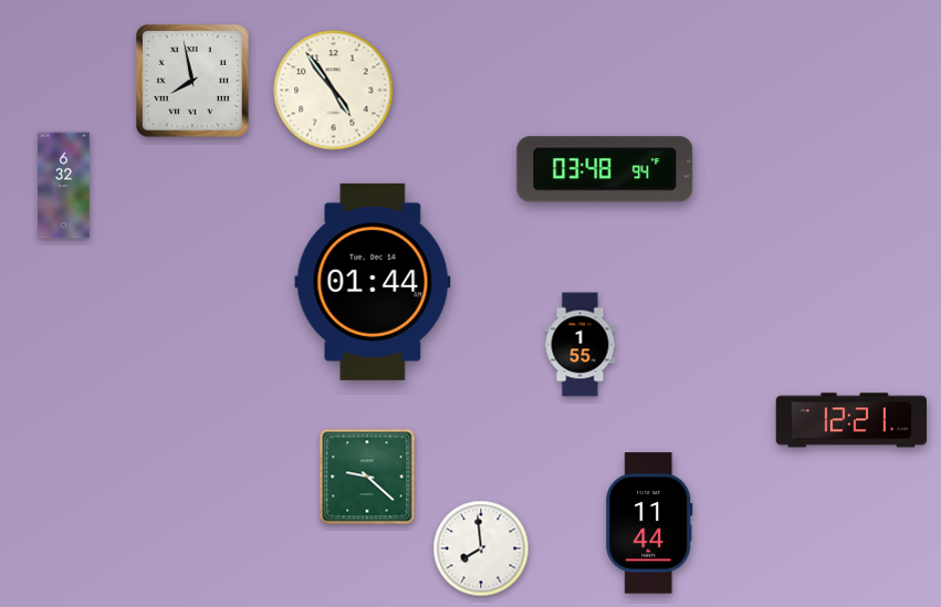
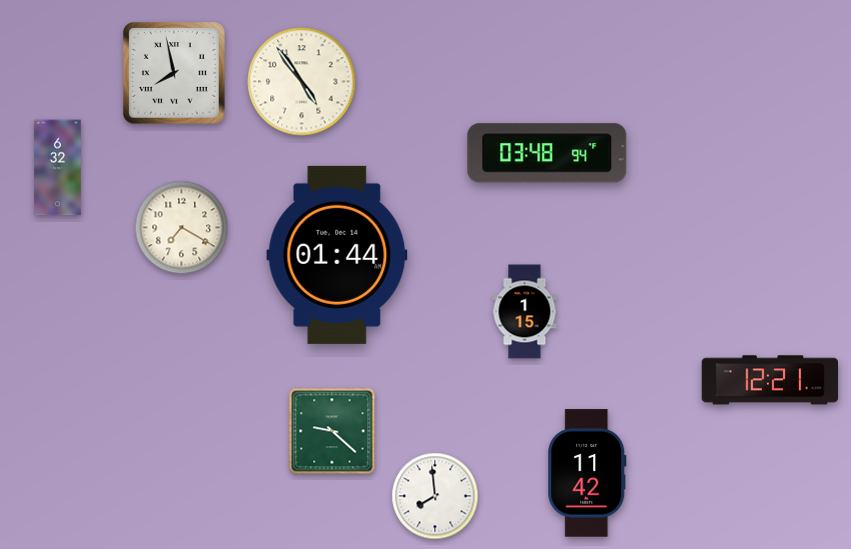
clock at (182, 228): none -> 7:20
clock at (581, 345): 1:55 -> 1:15
clock at (649, 523): 11:44 -> 11:42
